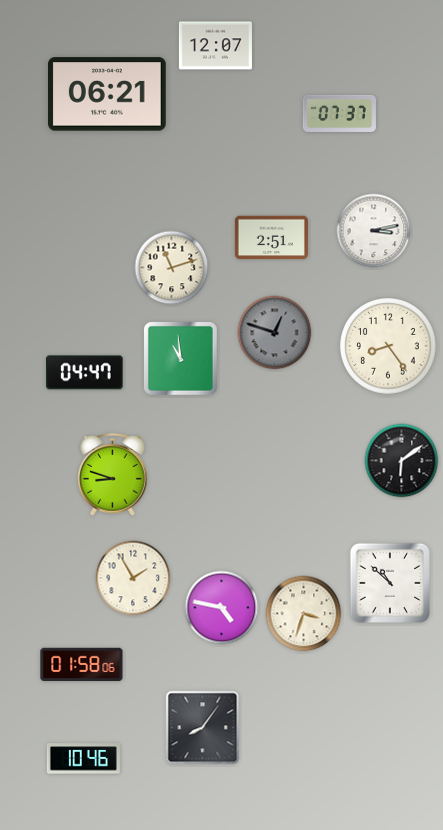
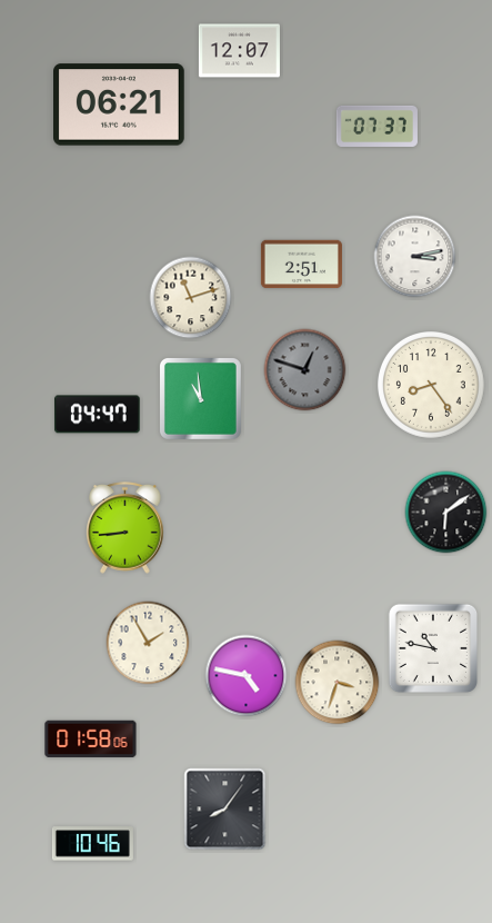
clock at (85, 373) position: (85, 373) -> (98, 415)
clock at (113, 475): 8:48 -> 8:44
clock at (389, 582): 10:52 -> 10:47
